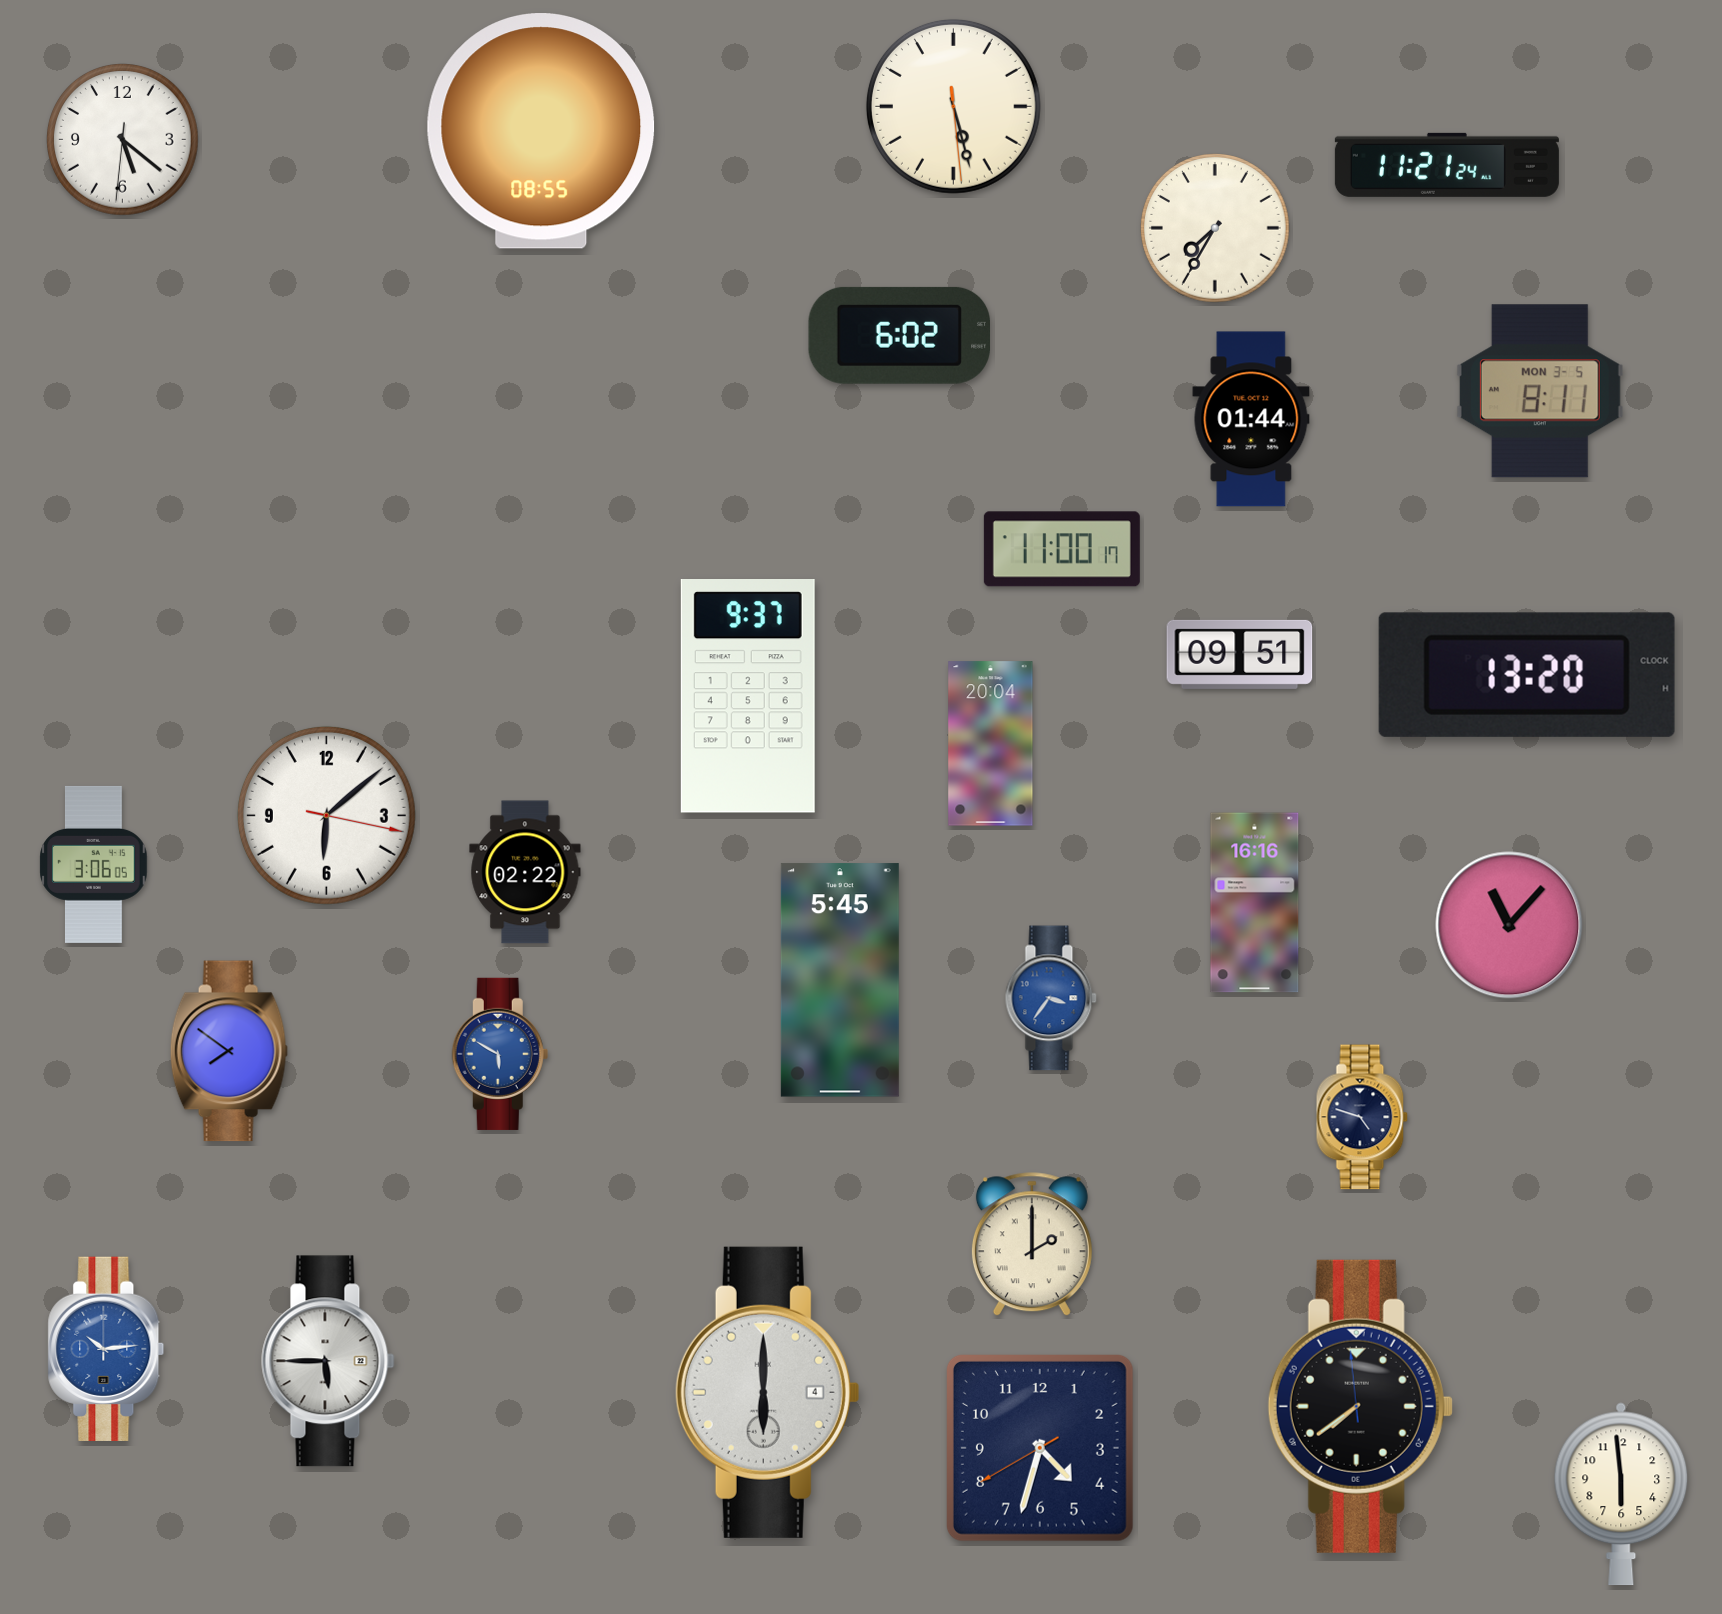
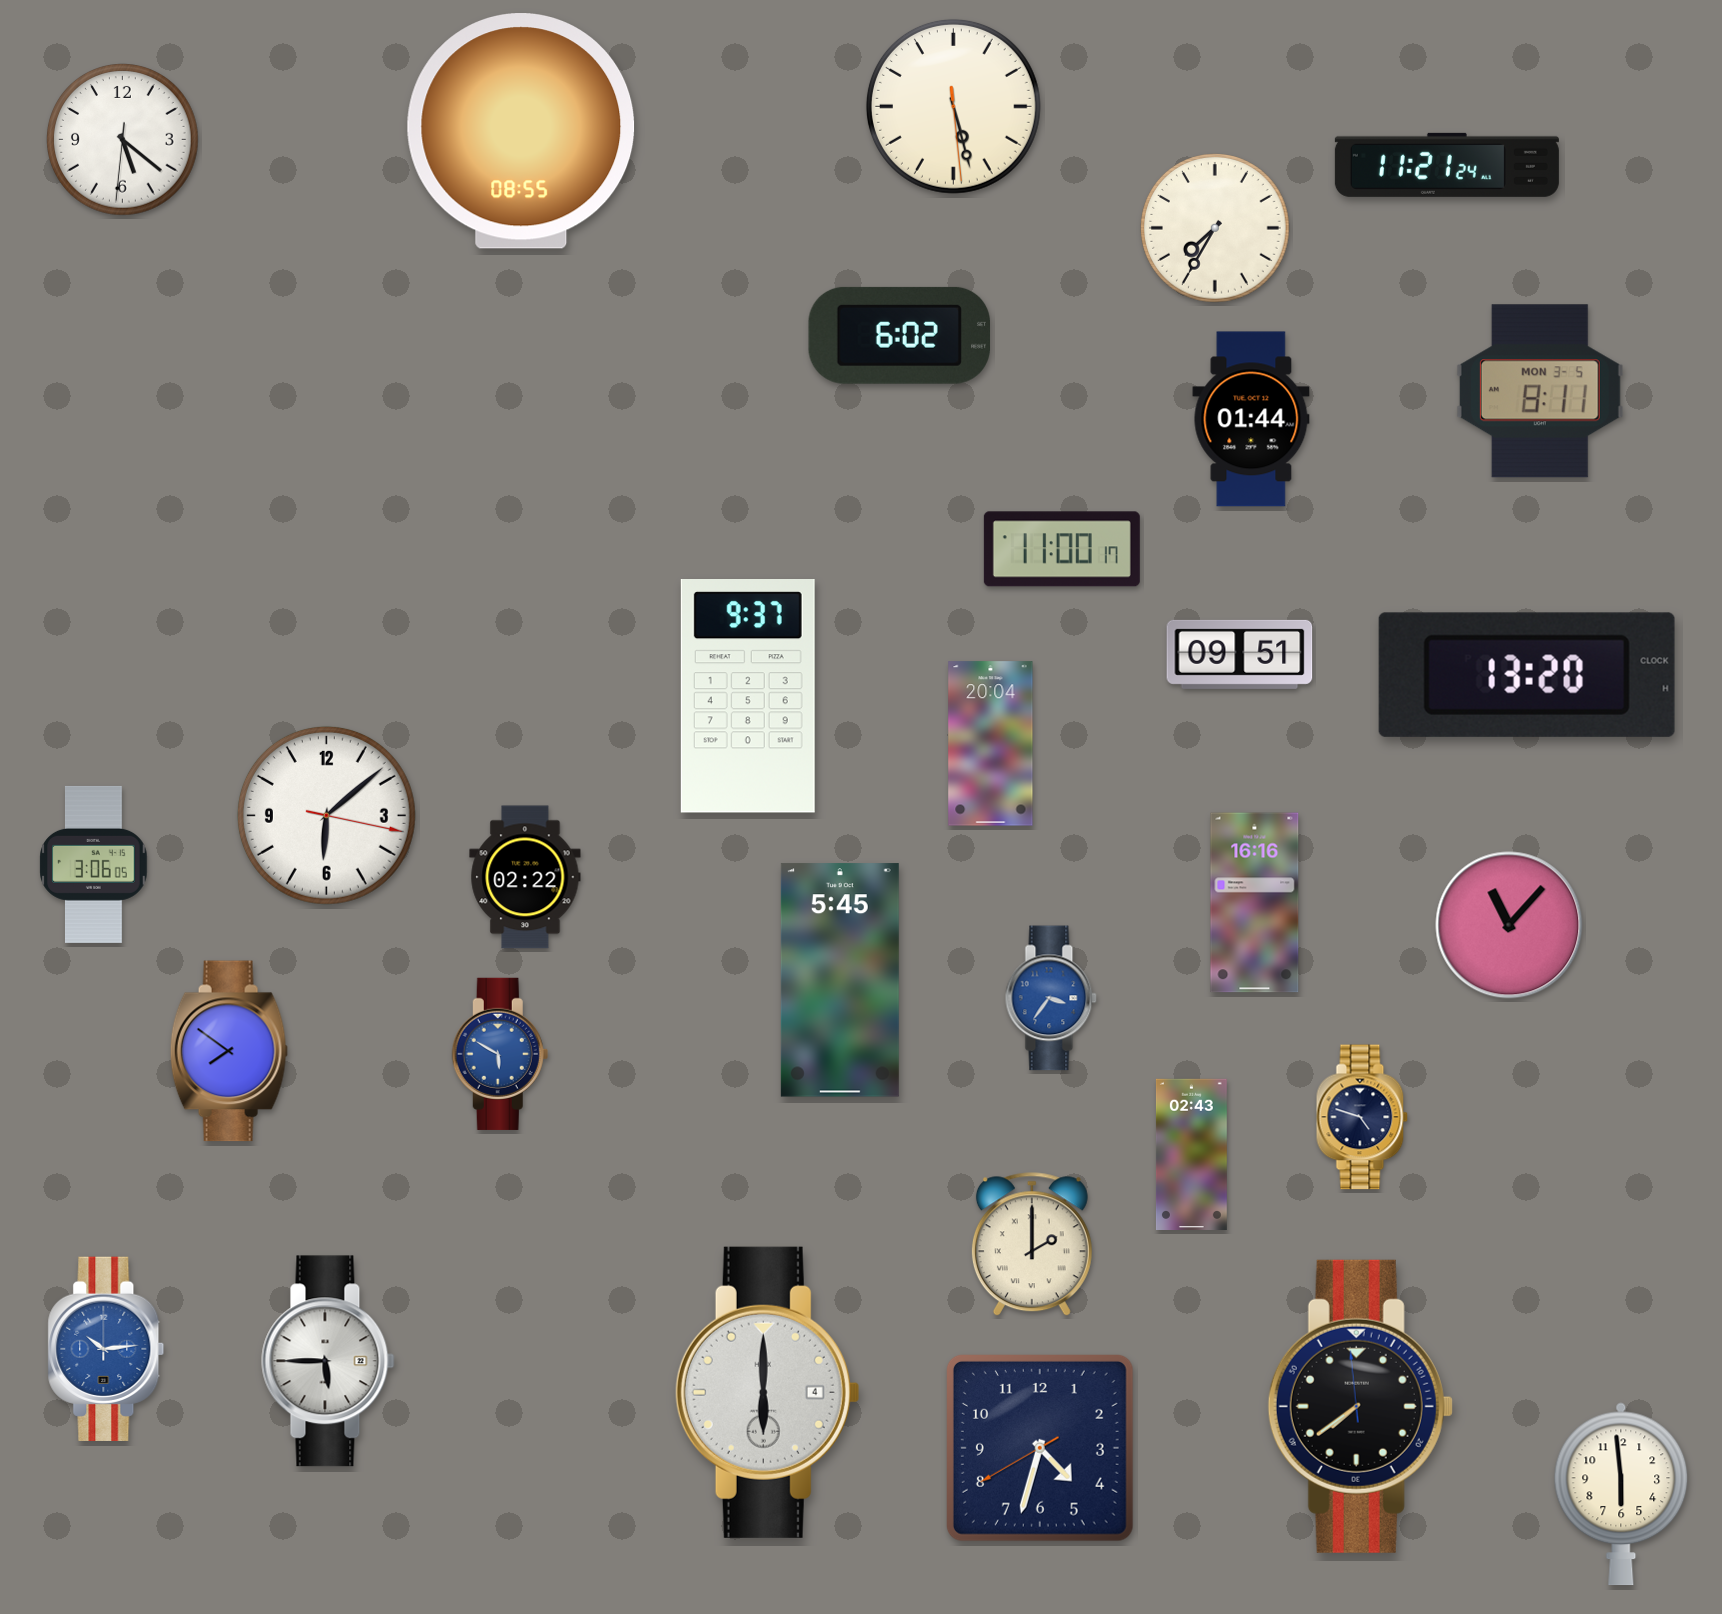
clock at (541, 131) position: (541, 131) -> (521, 131)
clock at (525, 872) position: (525, 872) -> (525, 877)
clock at (1191, 1154): none -> 02:43
